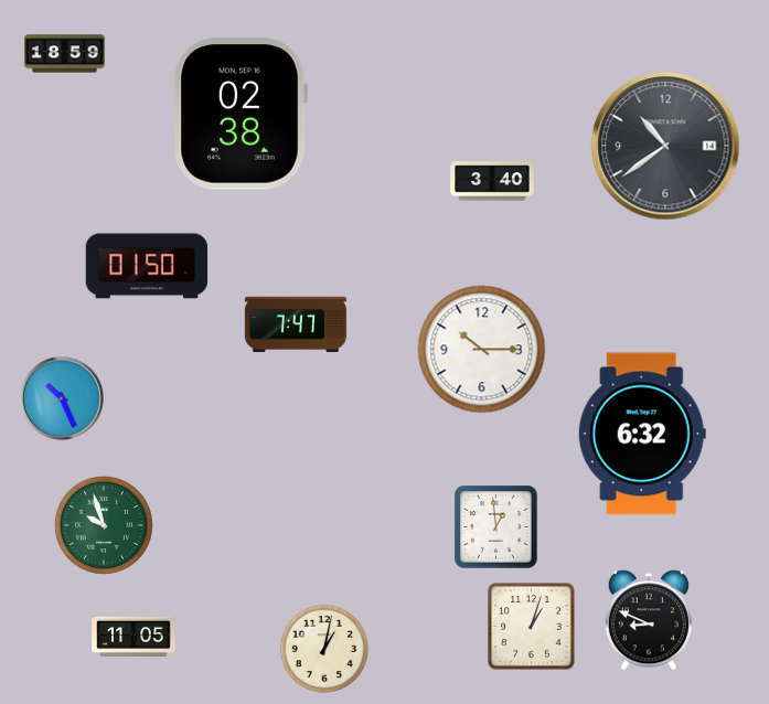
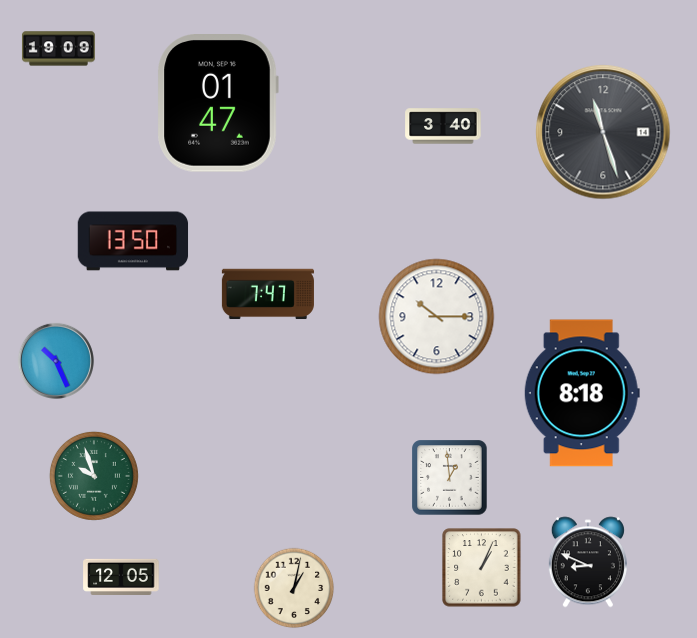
clock at (64, 54): 18:59 -> 19:09
clock at (241, 115): 02:38 -> 01:47
clock at (665, 146): 10:39 -> 11:27
clock at (492, 181) position: (492, 181) -> (443, 126)
clock at (147, 266): 01:50 -> 13:50
clock at (642, 434): 6:32 -> 8:18
clock at (532, 627): 1:03 -> 1:04
clock at (133, 636): 11:05 -> 12:05
